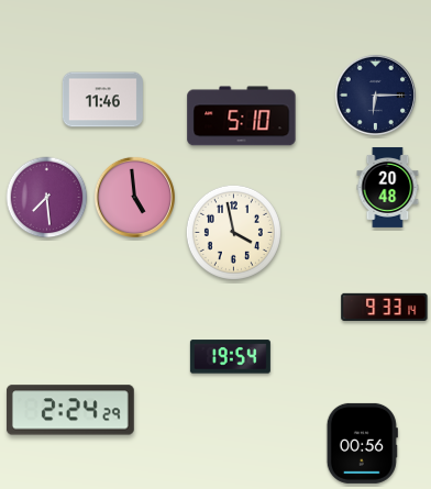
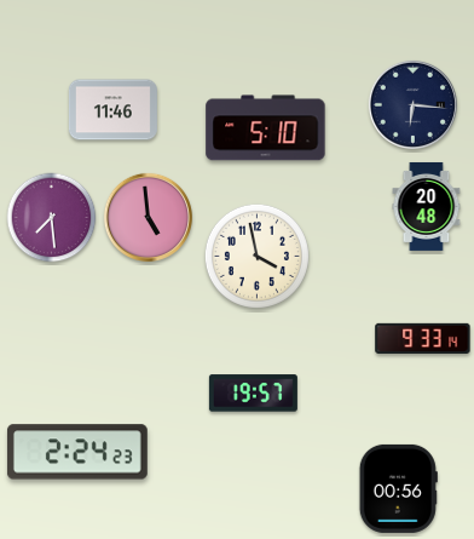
clock at (375, 95): 6:15 -> 6:16
clock at (230, 357): 19:54 -> 19:57
clock at (70, 410): 2:24:29 -> 2:24:23
